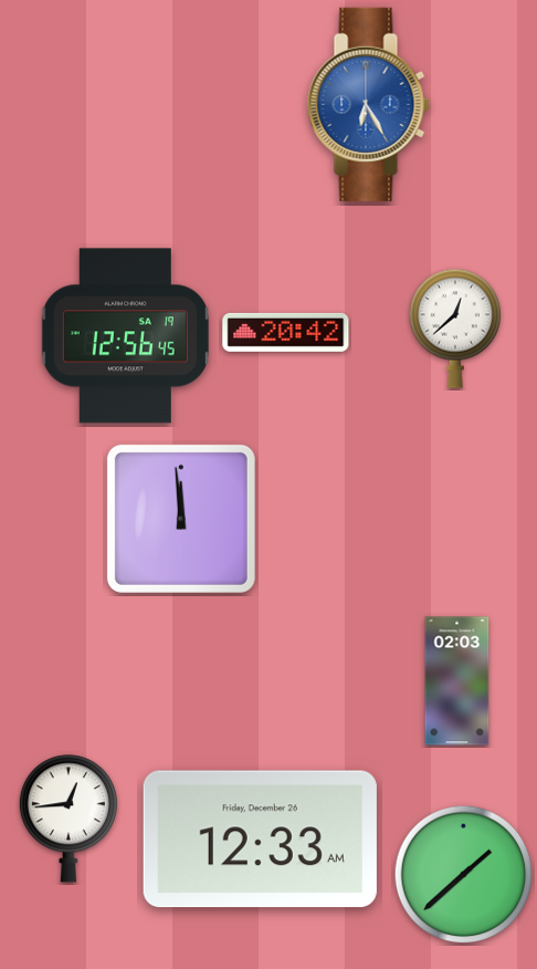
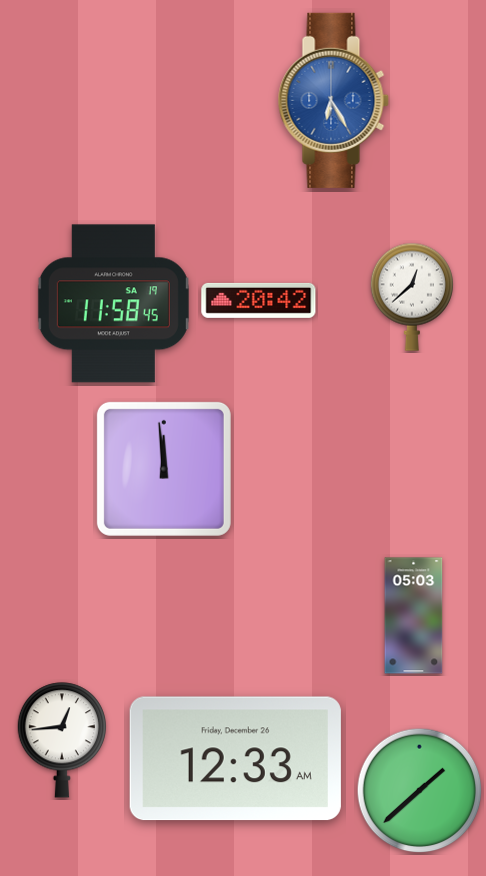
clock at (368, 104) position: (368, 104) -> (333, 100)
clock at (125, 336): 12:56 -> 11:58
clock at (457, 681): 02:03 -> 05:03
